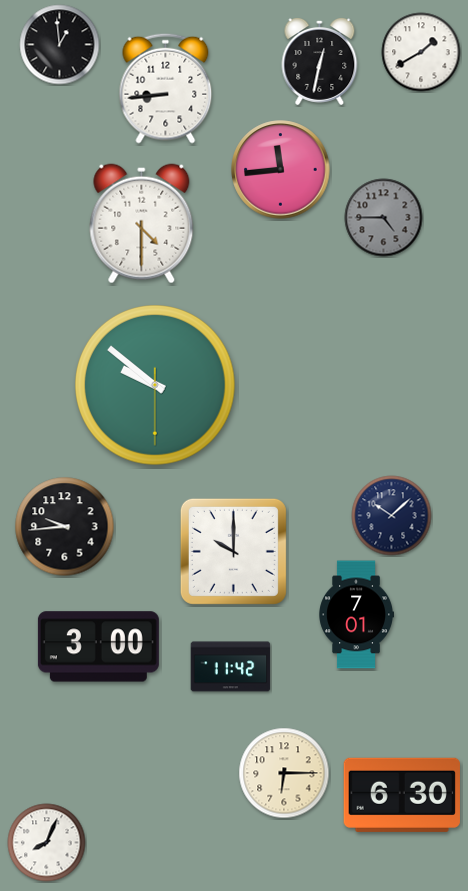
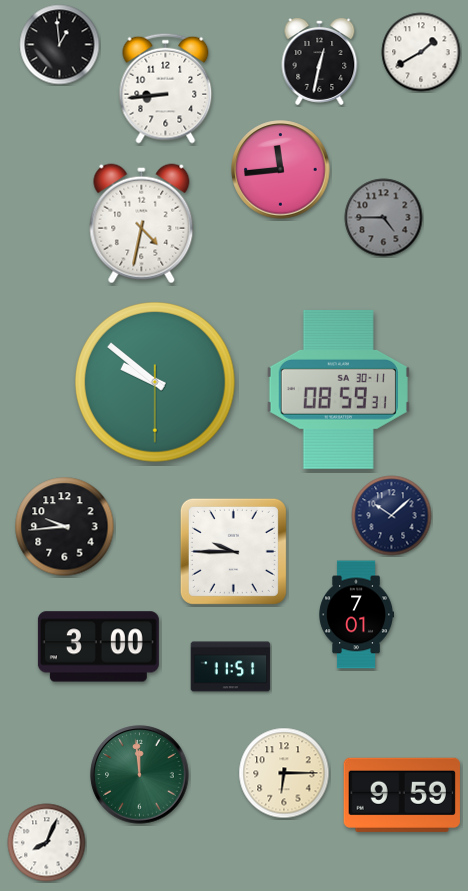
clock at (142, 224): 4:30 -> 4:32
clock at (156, 386) position: (156, 386) -> (156, 383)
clock at (338, 389): none -> 08:59
clock at (233, 551): 10:00 -> 9:45
clock at (231, 667): 11:42 -> 11:51
clock at (140, 775): none -> 11:59
clock at (402, 795): 6:30 -> 9:59
